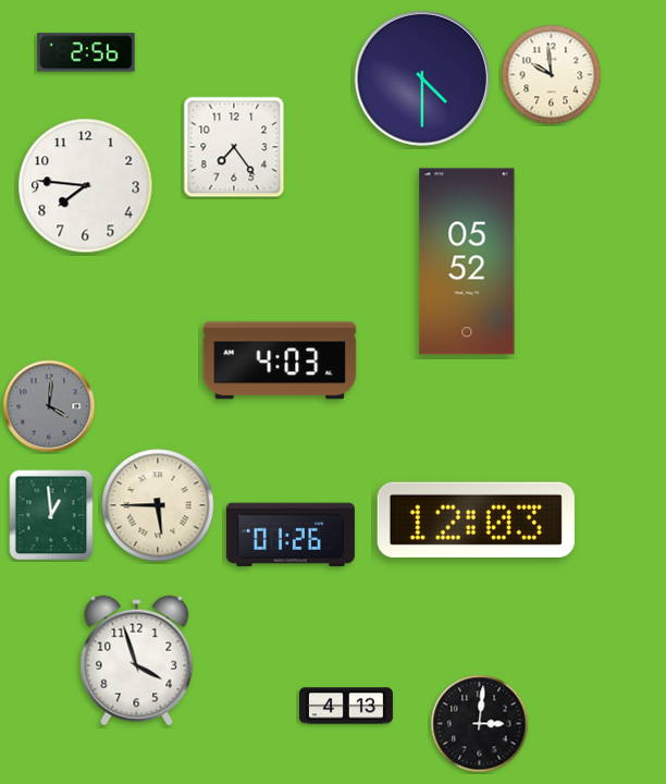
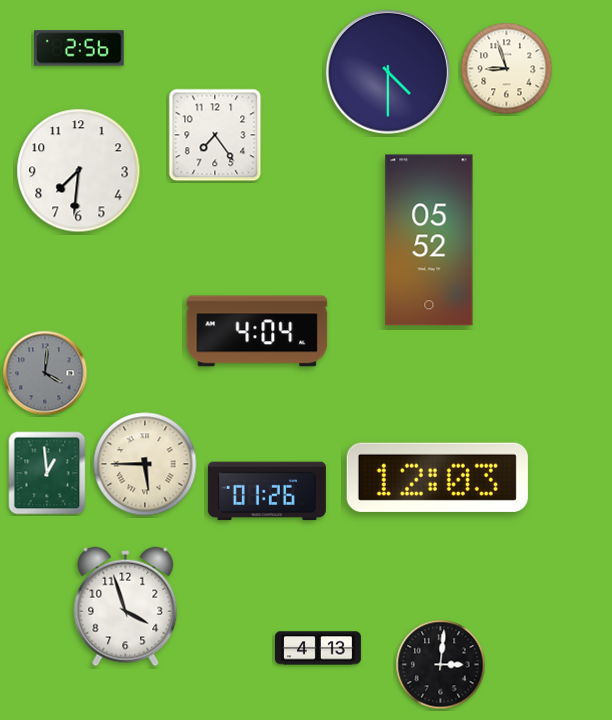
clock at (552, 75): 9:59 -> 8:57
clock at (86, 186): 7:46 -> 7:31
clock at (280, 360): 4:03 -> 4:04
